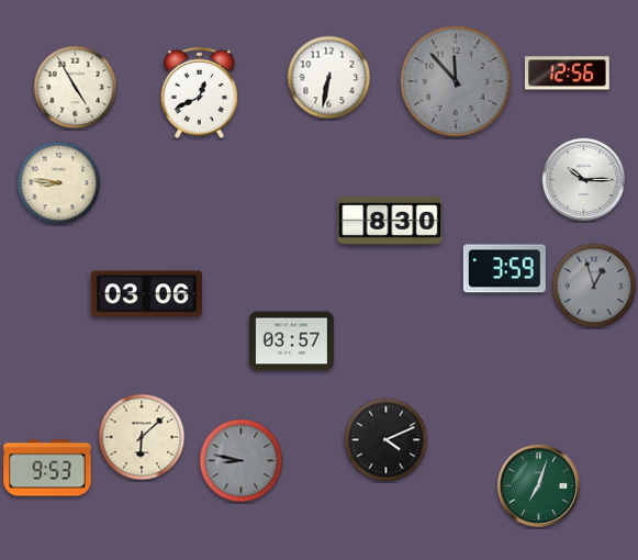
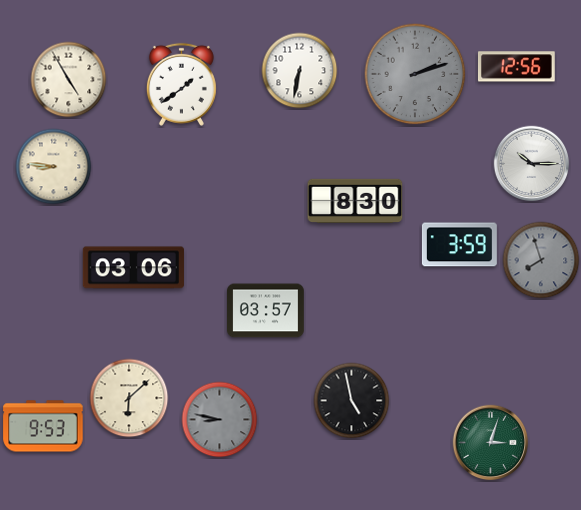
clock at (456, 81): 11:53 -> 2:12
clock at (199, 92): 12:41 -> 1:39
clock at (594, 285): 12:57 -> 7:57
clock at (387, 440): 4:11 -> 4:58
clock at (539, 486): 7:03 -> 3:03
